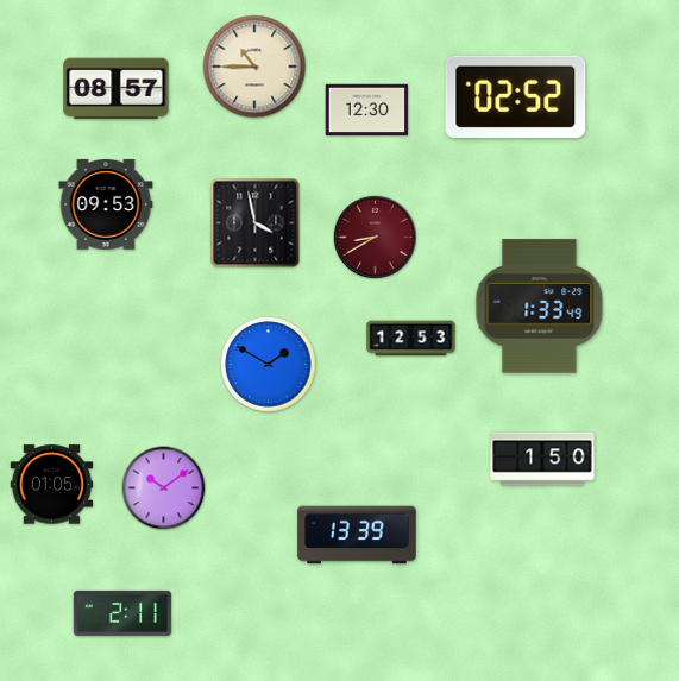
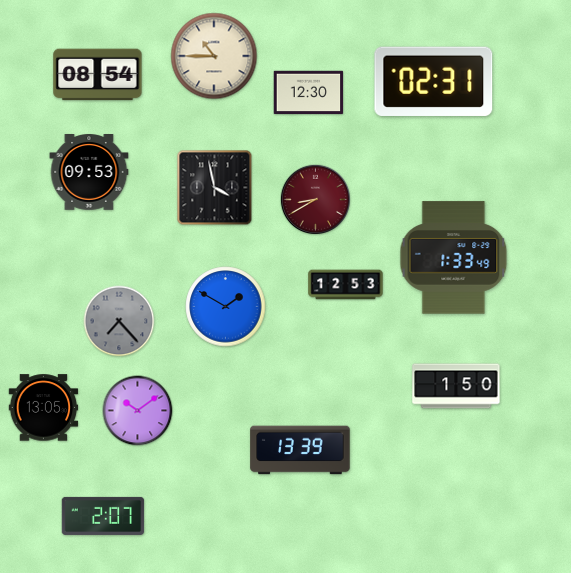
clock at (117, 89): 08:57 -> 08:54
clock at (516, 96): 02:52 -> 02:31
clock at (119, 321): none -> 7:23
clock at (52, 485): 01:05 -> 13:05
clock at (122, 613): 2:11 -> 2:07
